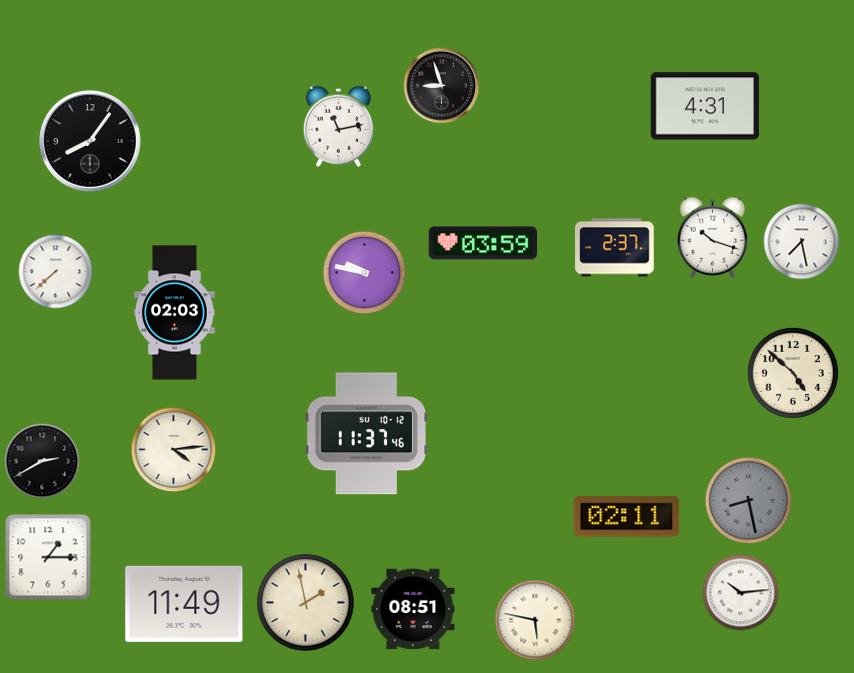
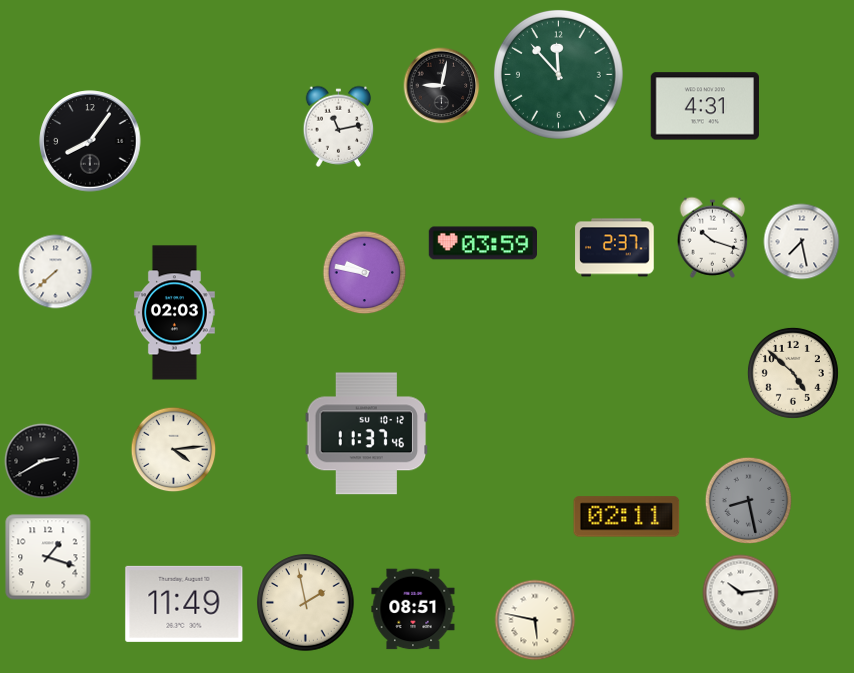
clock at (558, 74): none -> 11:53
clock at (442, 86): 8:57 -> 9:02
clock at (48, 557): 1:15 -> 1:18
